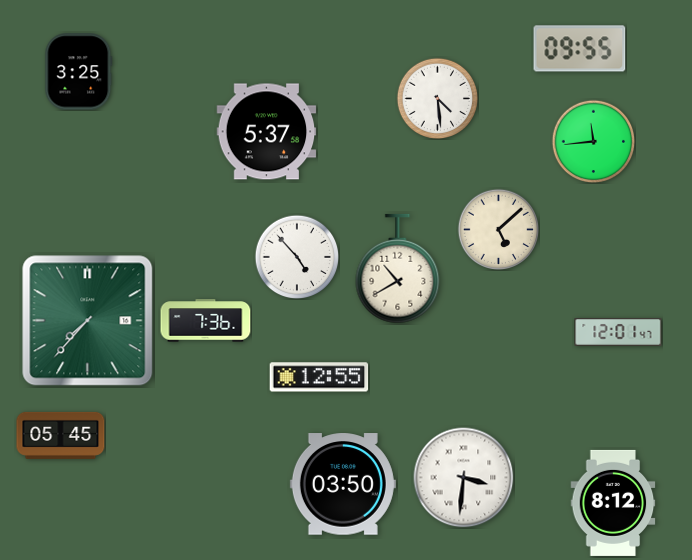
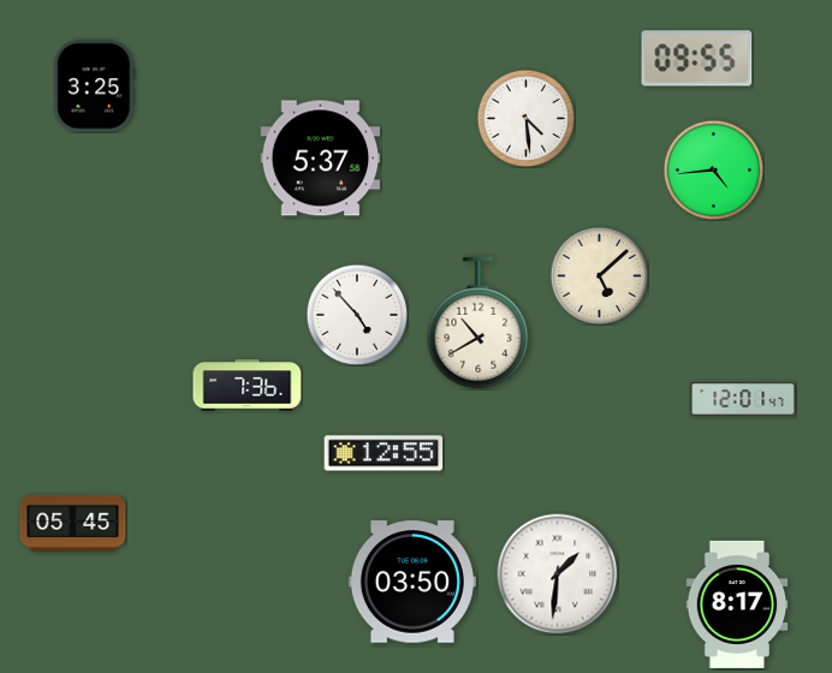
clock at (593, 141): 11:44 -> 4:44
clock at (297, 257) position: (297, 257) -> (357, 315)
clock at (88, 321): 7:37 -> none
clock at (464, 478): 3:31 -> 1:31
clock at (613, 503): 8:12 -> 8:17
